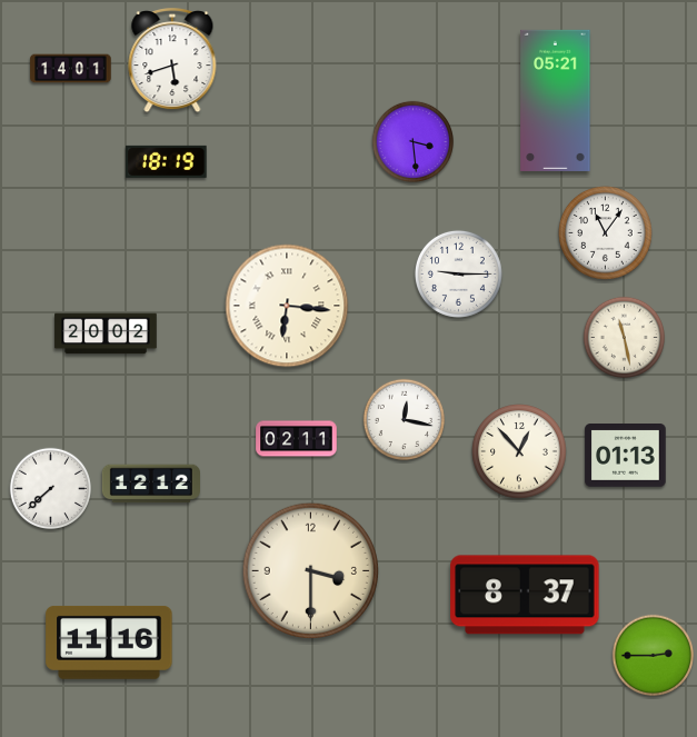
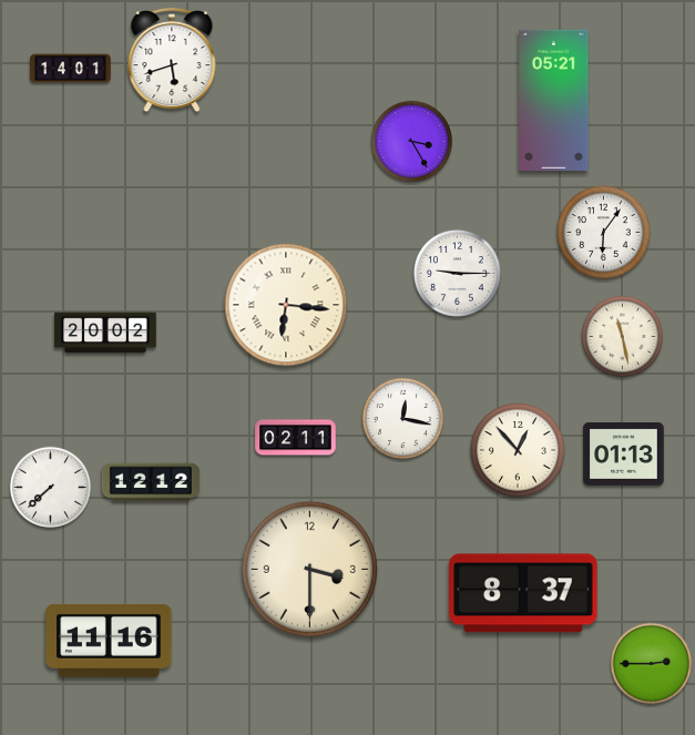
clock at (412, 141): 3:29 -> 3:25
clock at (167, 161): 18:19 -> none
clock at (606, 233): 11:06 -> 6:06
clock at (653, 655) position: (653, 655) -> (651, 663)
